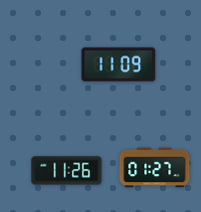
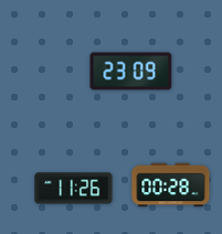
clock at (119, 65): 11:09 -> 23:09
clock at (155, 168): 01:27 -> 00:28
